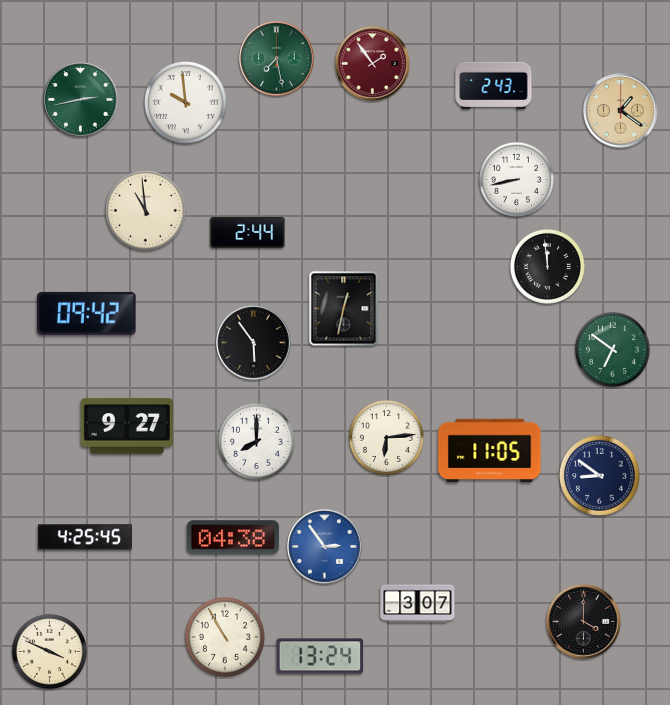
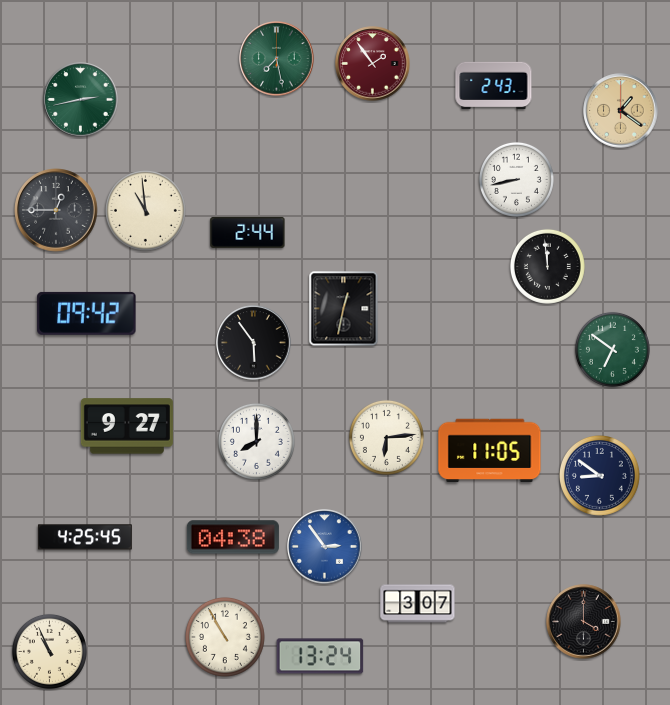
clock at (185, 102): 9:59 -> none
clock at (56, 210): none -> 12:45
clock at (49, 651): 3:49 -> 10:56
